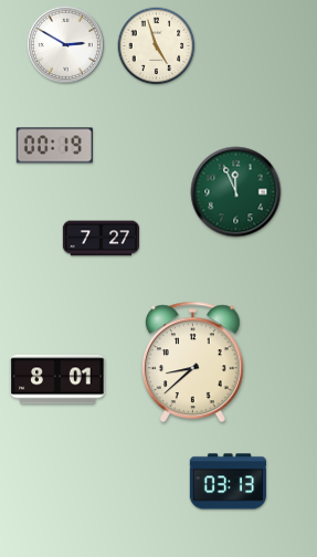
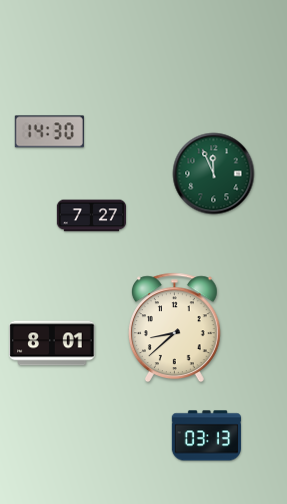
clock at (65, 44): 2:50 -> none
clock at (157, 46): 4:57 -> none
clock at (54, 146): 00:19 -> 14:30
